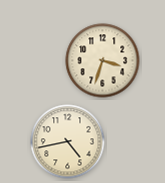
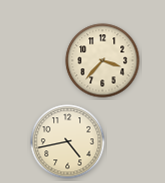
clock at (103, 61): 3:33 -> 3:37
